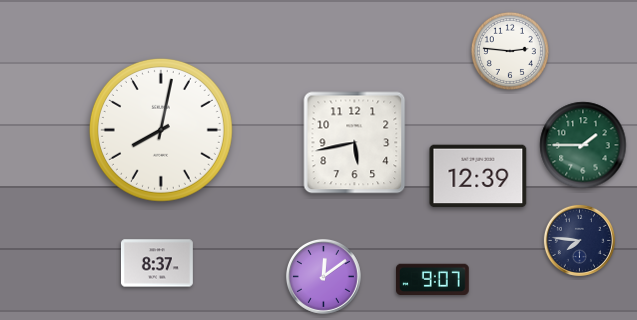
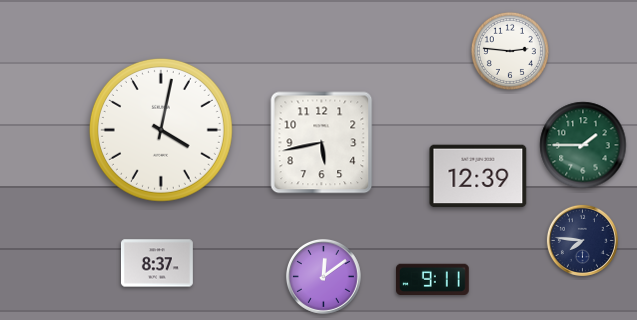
clock at (161, 130): 8:02 -> 4:02
clock at (355, 143) position: (355, 143) -> (322, 143)
clock at (579, 240) position: (579, 240) -> (582, 240)
clock at (433, 279): 9:07 -> 9:11
